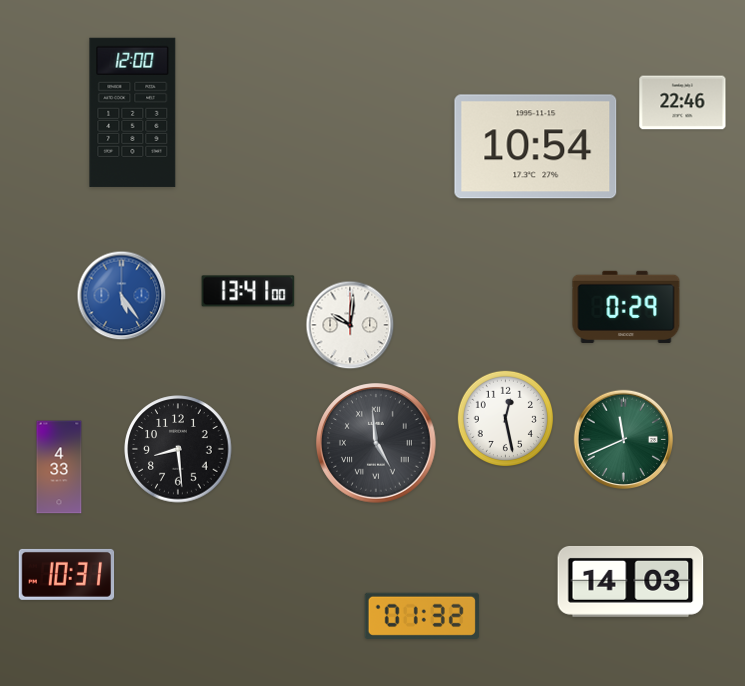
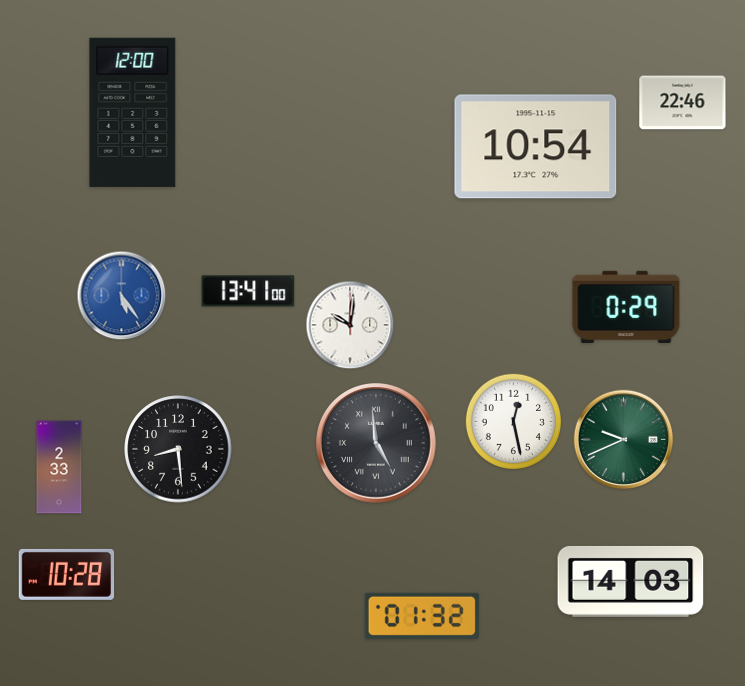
clock at (505, 418) position: (505, 418) -> (513, 421)
clock at (623, 439): 11:41 -> 9:41
clock at (59, 467): 4:33 -> 2:33
clock at (67, 574): 10:31 -> 10:28
